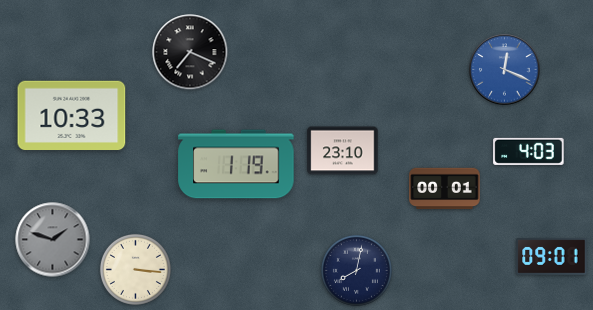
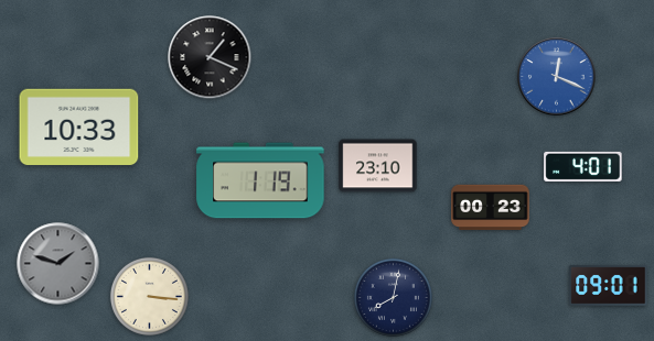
clock at (190, 52): 7:19 -> 1:19
clock at (529, 151): 4:03 -> 4:01
clock at (445, 189): 00:01 -> 00:23
clock at (552, 257) position: (552, 257) -> (609, 286)
